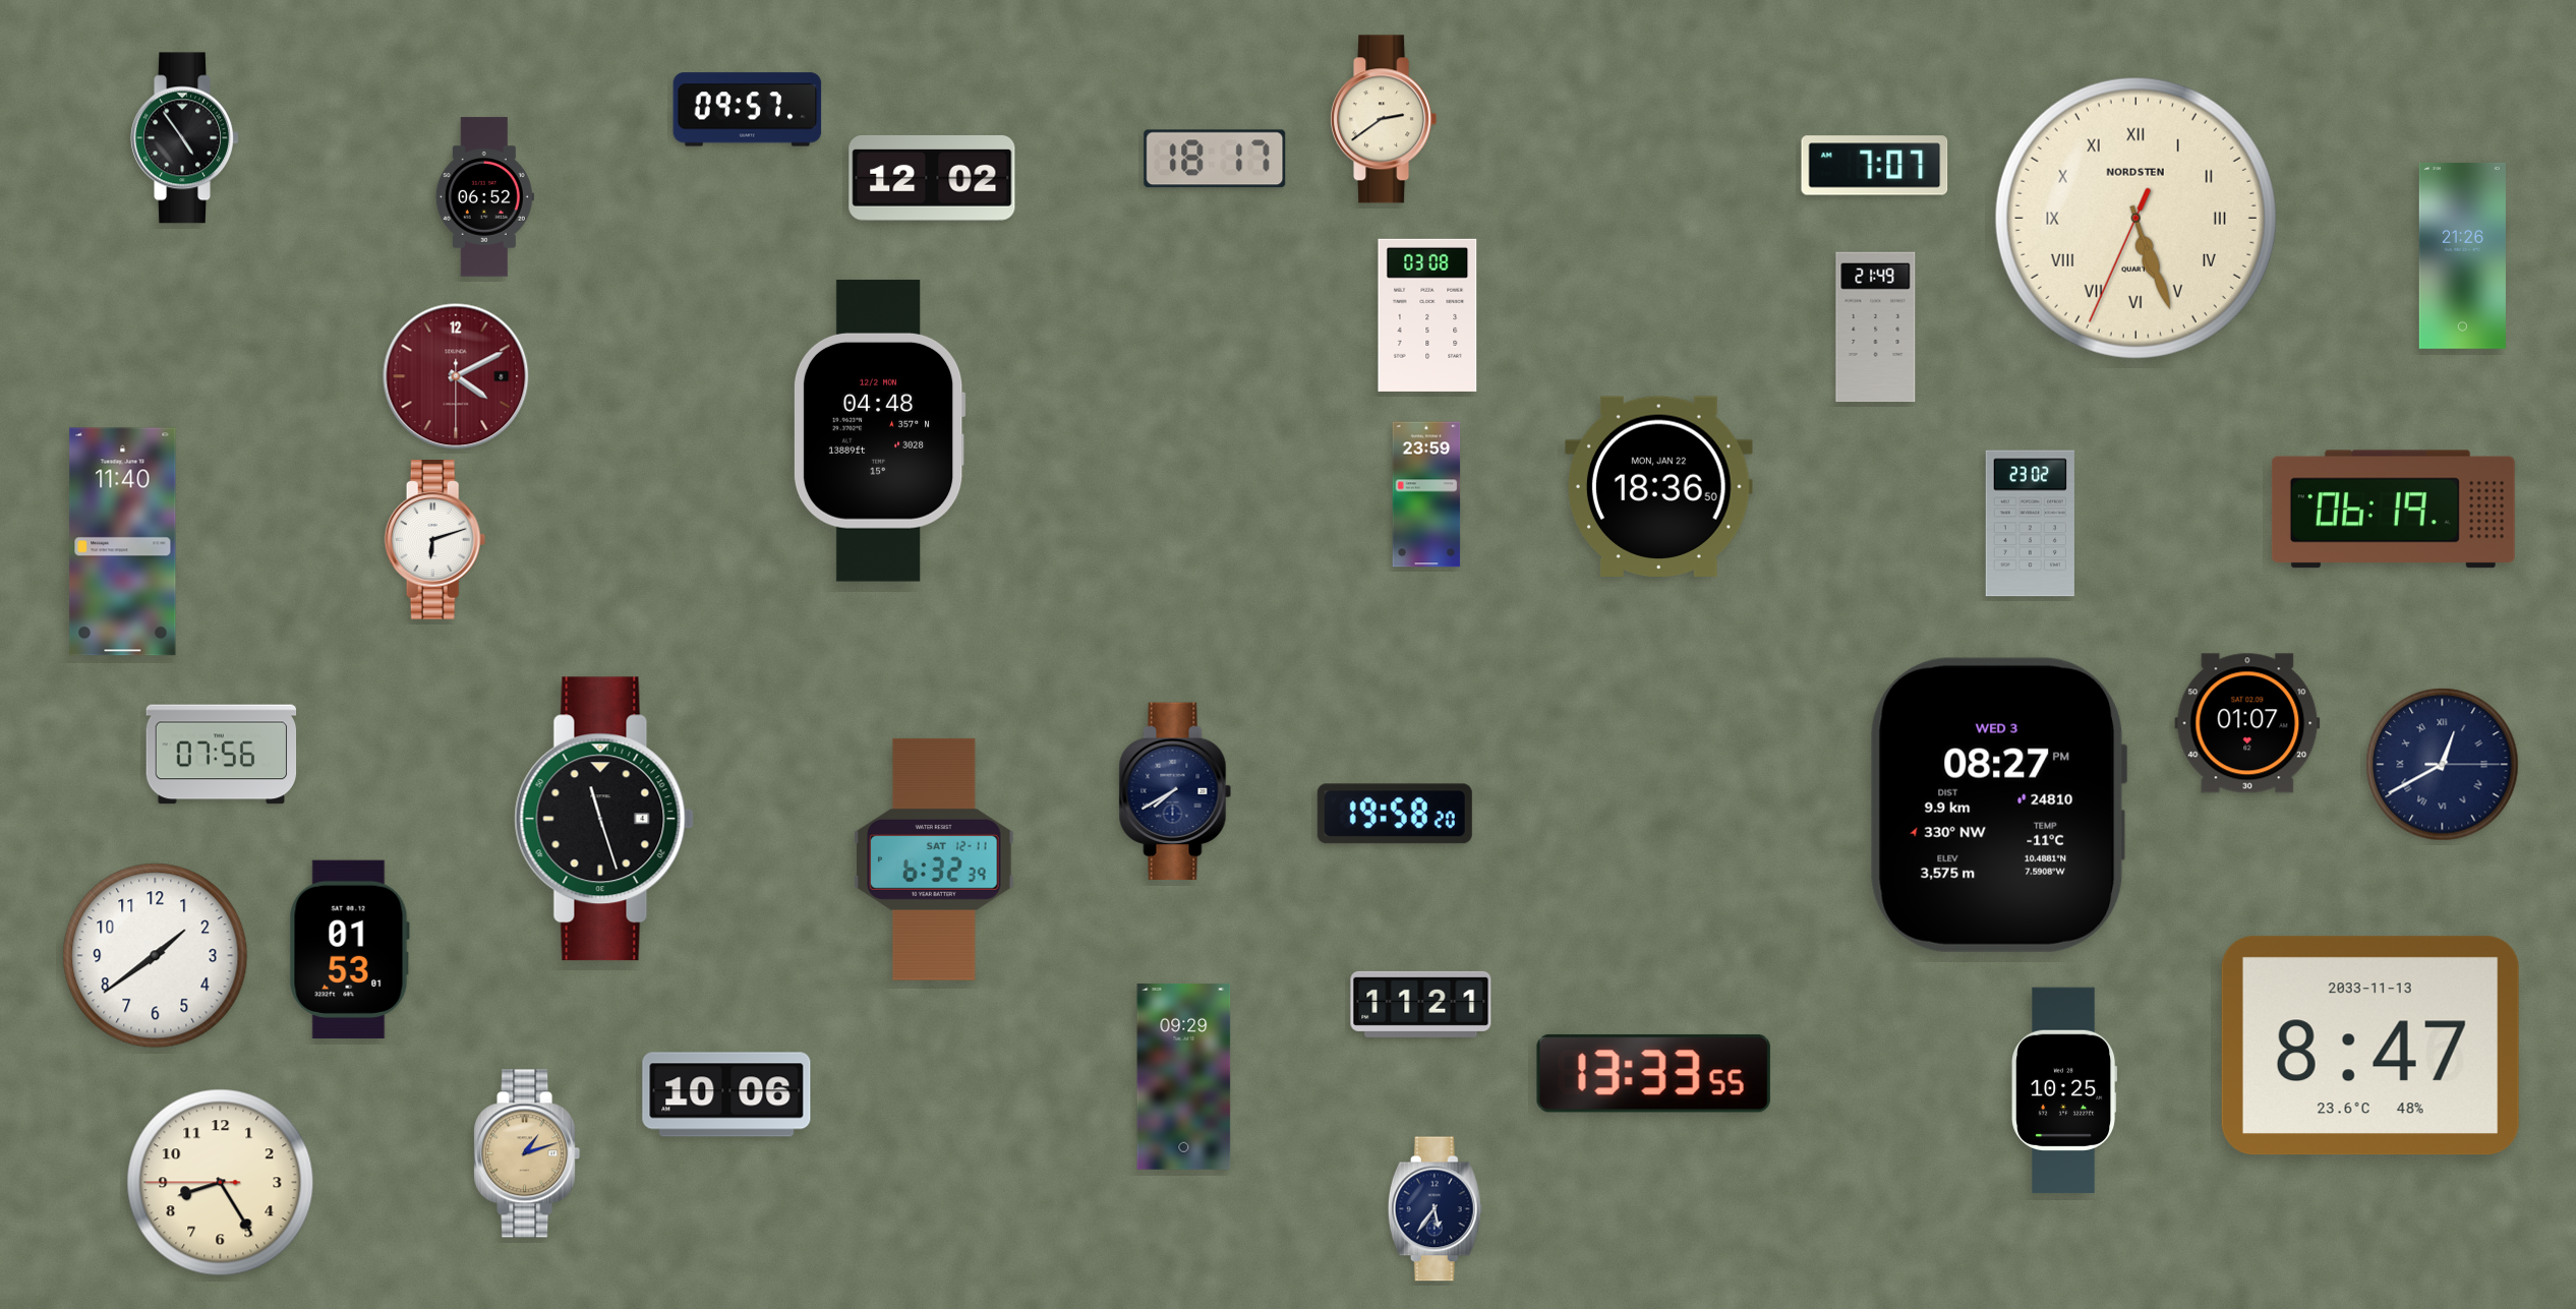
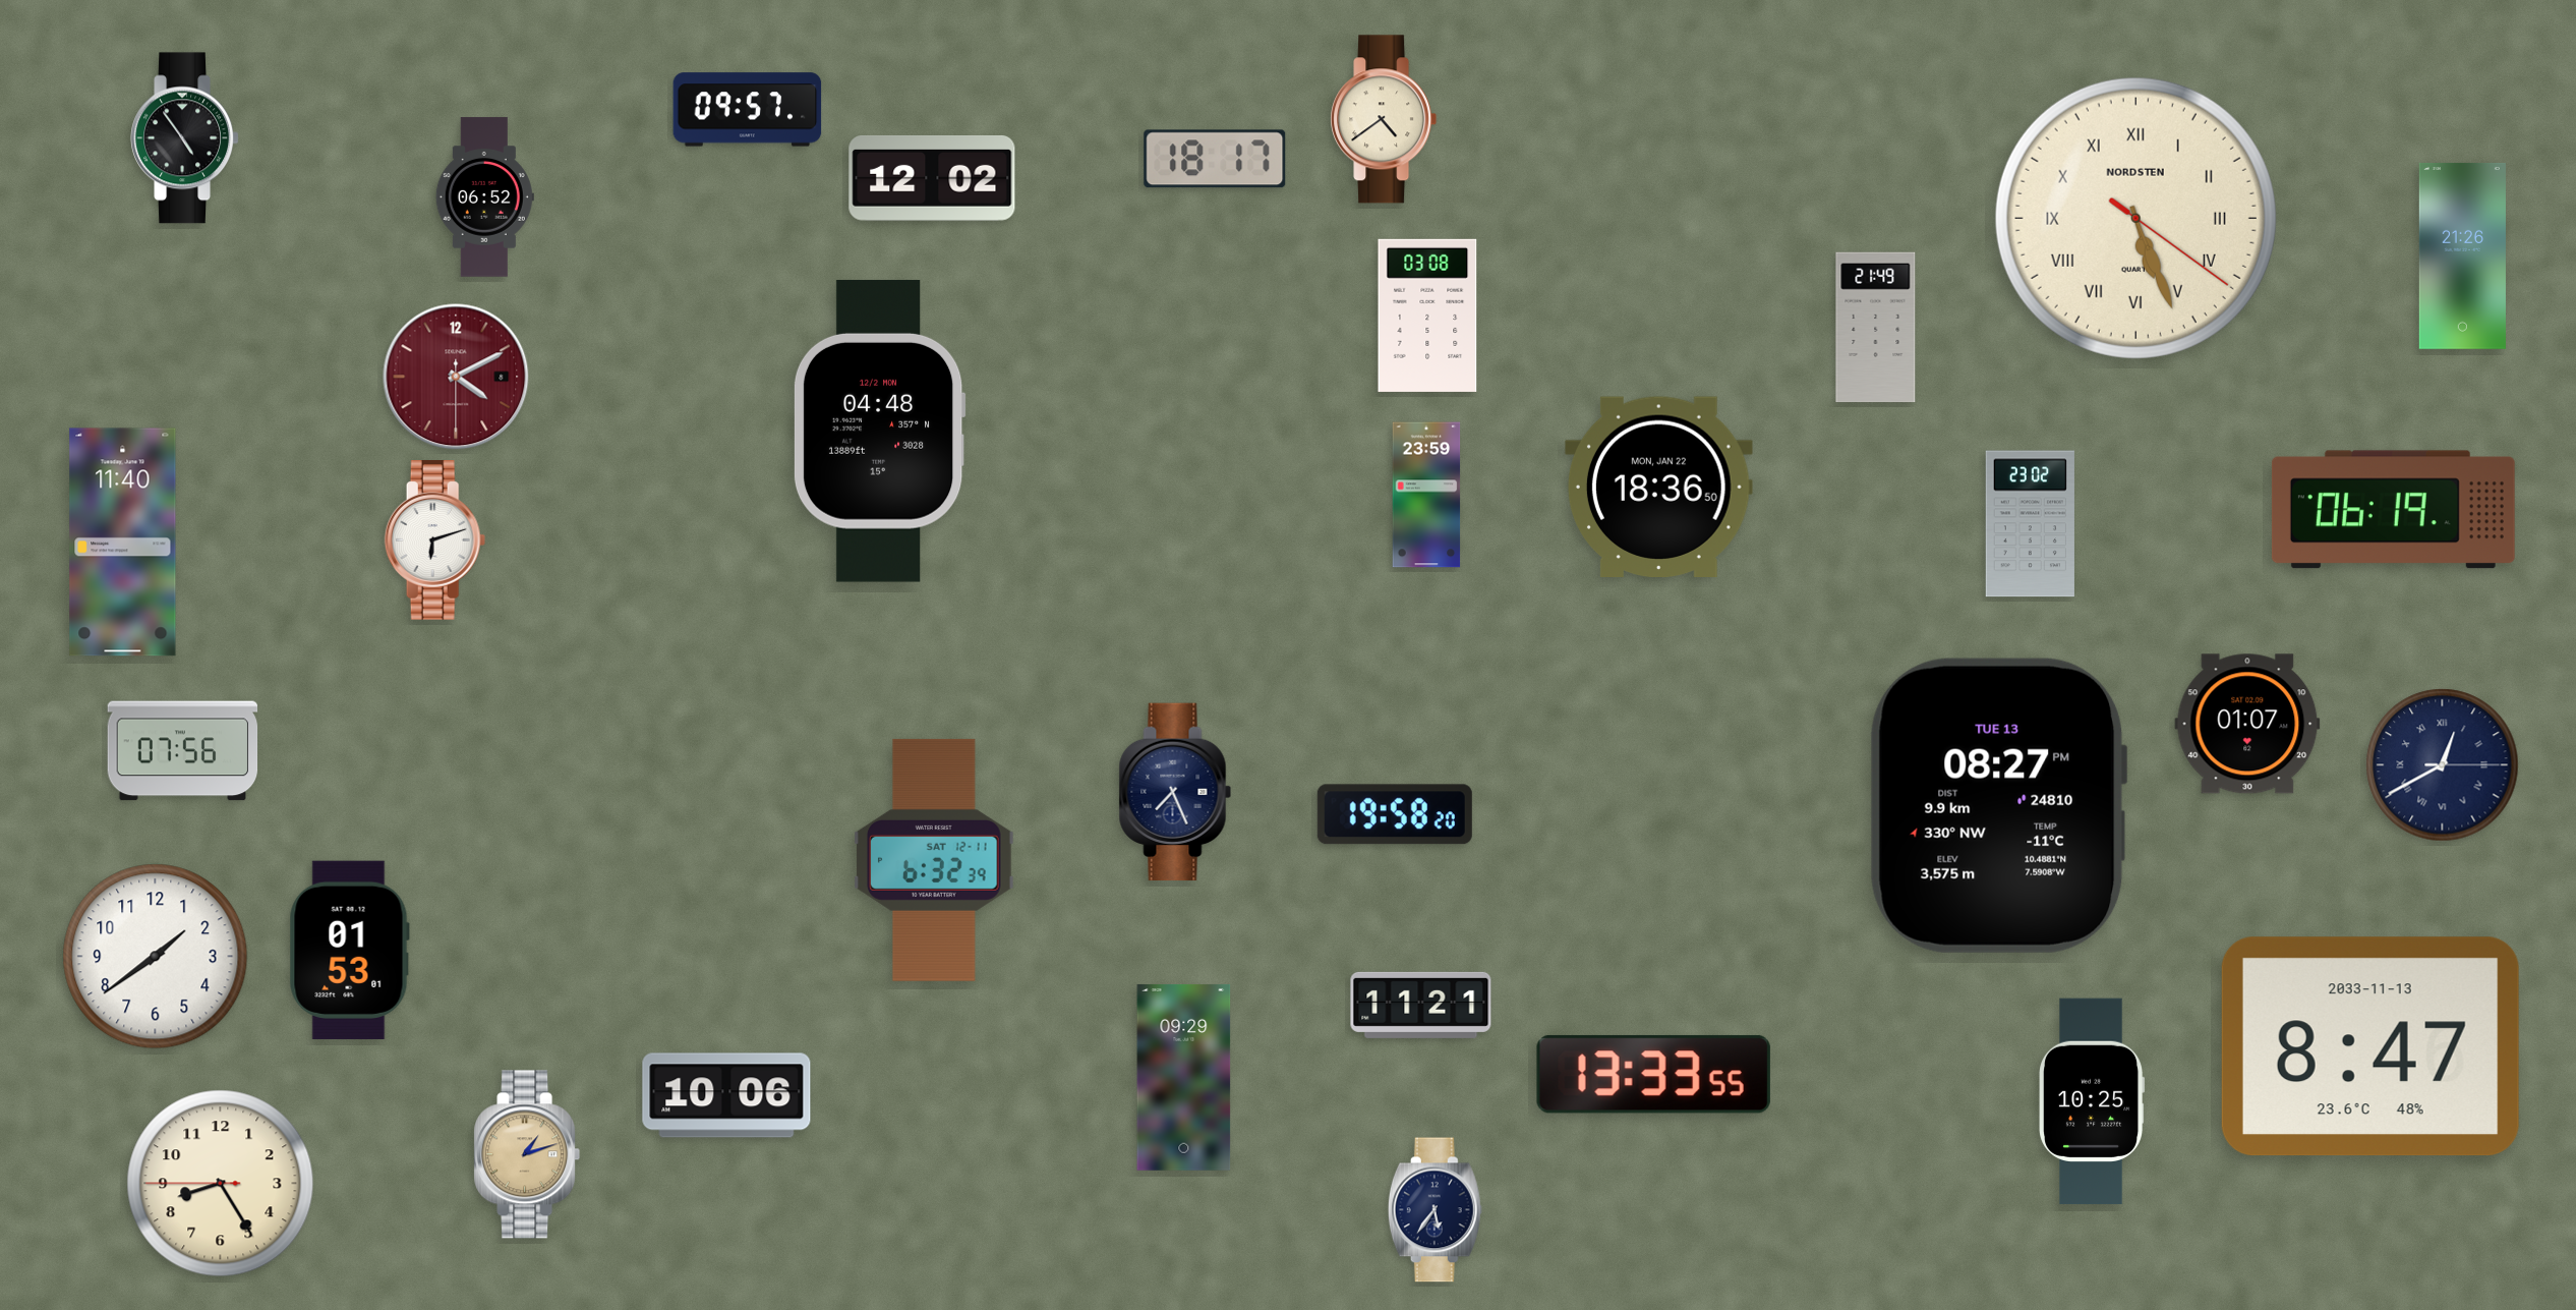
clock at (1384, 119): 2:39 -> 4:39
clock at (1875, 166): 7:07 -> none
clock at (2135, 218): 5:26:34 -> 5:26:21
clock at (222, 755) position: (222, 755) -> (183, 751)
clock at (1175, 791): 7:40 -> 7:26
clock at (1998, 805) date: WED 3 -> TUE 13
clock at (604, 819): 11:27 -> none
clock at (2064, 1090) position: (2064, 1090) -> (2092, 1101)
